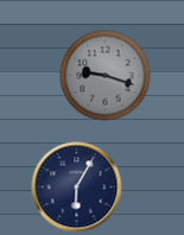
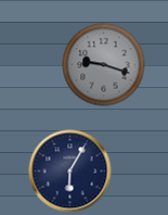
clock at (106, 76) position: (106, 76) -> (104, 65)
